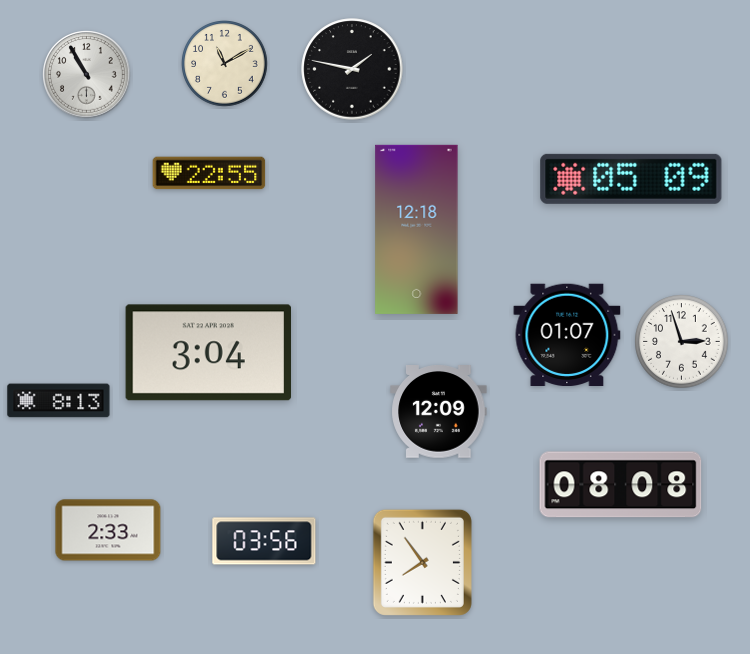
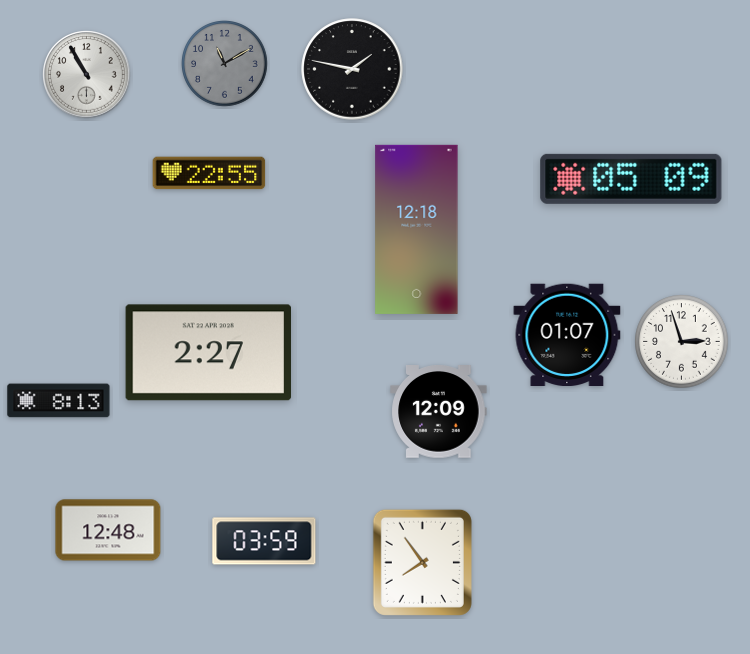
clock at (225, 64) dial: cream -> grey
clock at (208, 353): 3:04 -> 2:27
clock at (621, 485): 08:08 -> none
clock at (108, 530): 2:33 -> 12:48
clock at (264, 541): 03:56 -> 03:59
